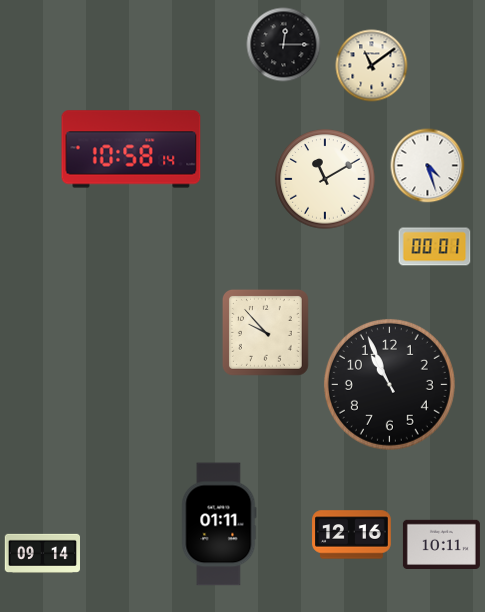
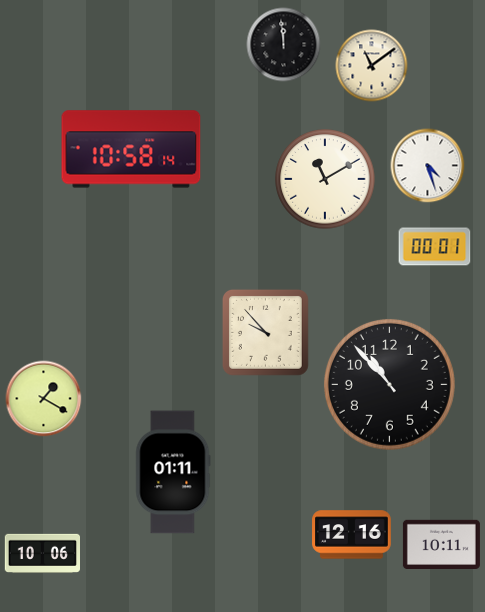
clock at (284, 45): 12:15 -> 11:59
clock at (389, 384): 10:56 -> 10:53
clock at (44, 399): none -> 1:20
clock at (219, 524) position: (219, 524) -> (173, 472)
clock at (42, 553): 09:14 -> 10:06
